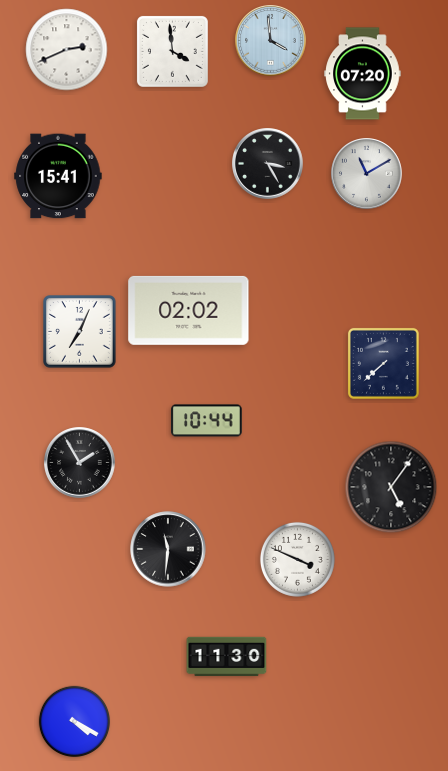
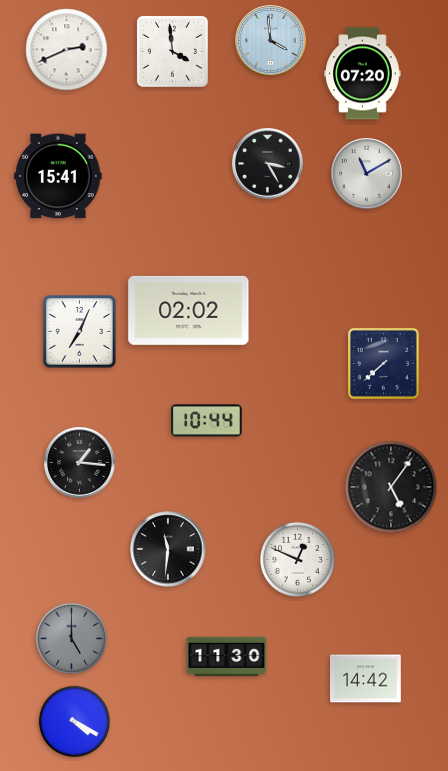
clock at (80, 463): 1:55 -> 1:16
clock at (297, 559): 3:49 -> 12:49
clock at (72, 639): none -> 5:00
clock at (366, 679): none -> 14:42
